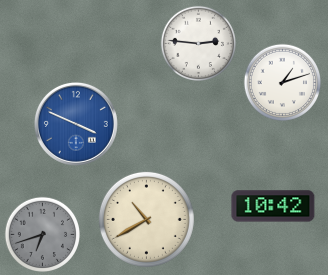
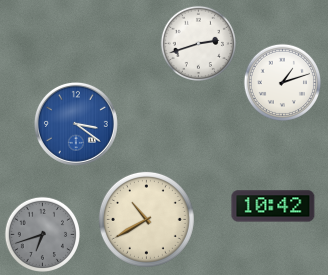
clock at (198, 43): 2:46 -> 2:42
clock at (76, 124): 3:49 -> 3:21
